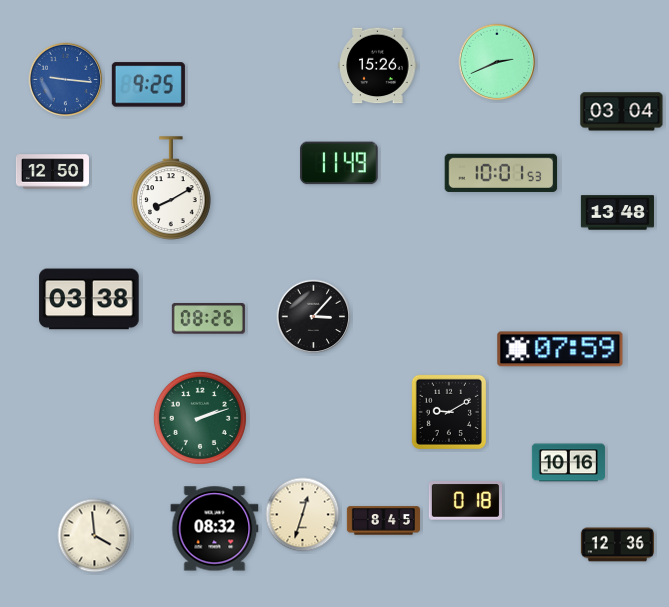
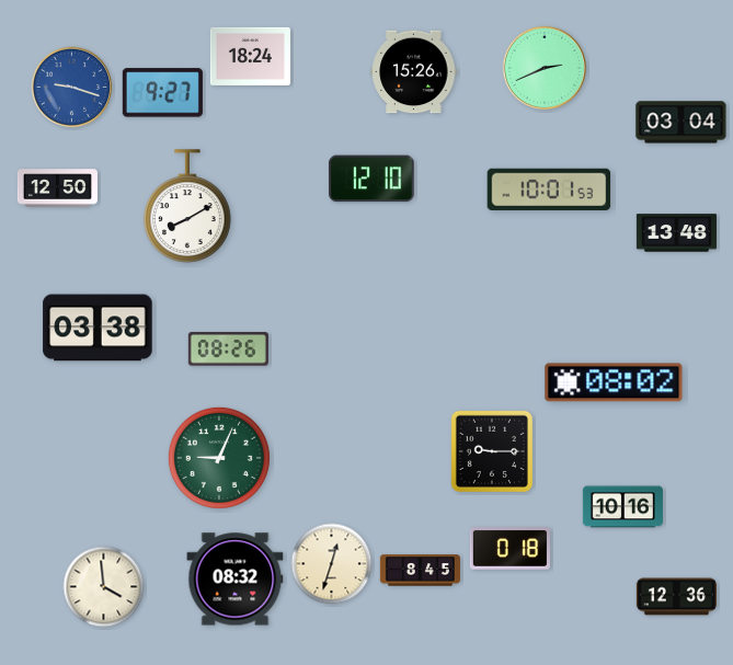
clock at (250, 56): none -> 18:24
clock at (66, 80): 9:16 -> 9:18
clock at (148, 85): 9:25 -> 9:27
clock at (339, 163): 11:49 -> 12:10
clock at (314, 317): 3:07 -> none
clock at (560, 349): 07:59 -> 08:02
clock at (449, 412): 9:10 -> 9:15
clock at (200, 418): 2:12 -> 9:04
